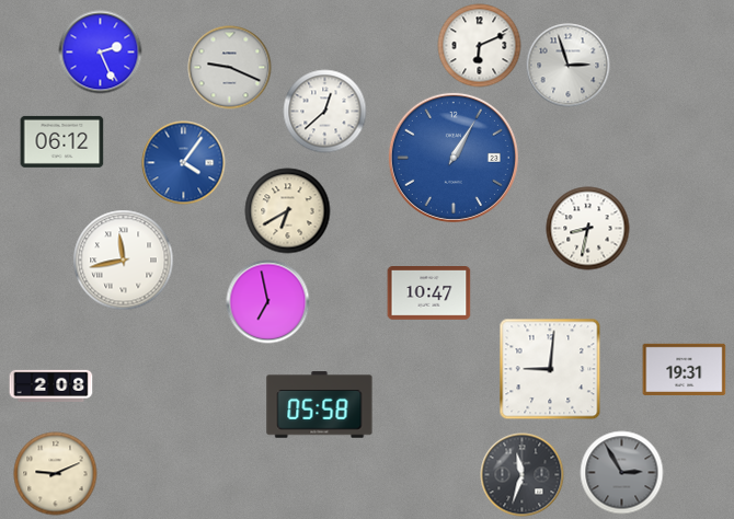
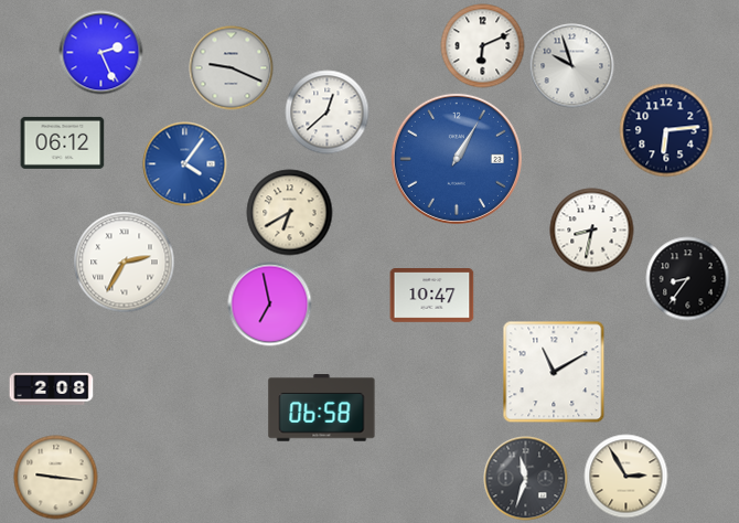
clock at (569, 66): 2:57 -> 9:57
clock at (666, 130): none -> 6:14
clock at (124, 261): 11:43 -> 2:35
clock at (688, 279): none -> 8:36
clock at (550, 369): 9:01 -> 11:10
clock at (685, 369): 19:31 -> none
clock at (320, 405): 05:58 -> 06:58
clock at (622, 473) dial: grey -> cream
clock at (56, 474): 9:11 -> 9:16
